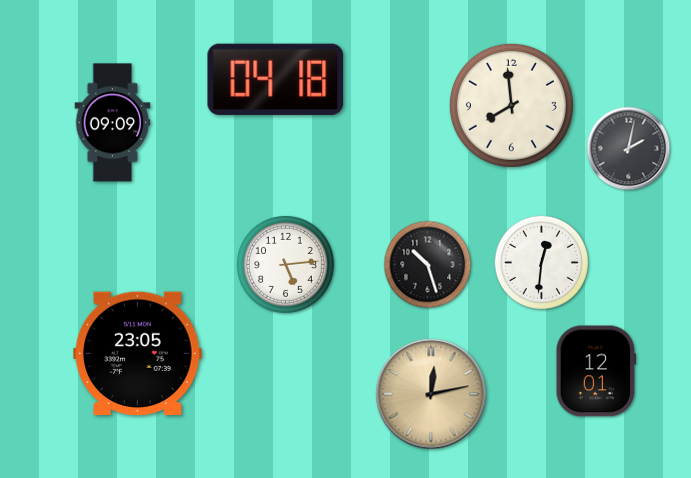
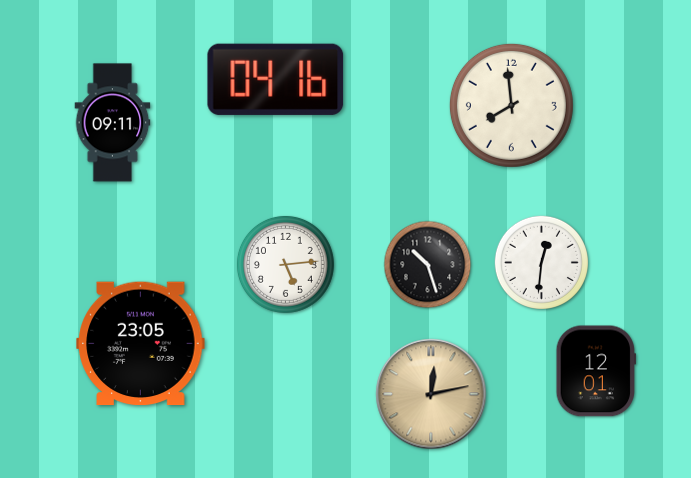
clock at (276, 79): 04:18 -> 04:16
clock at (113, 123): 09:09 -> 09:11
clock at (629, 149): 2:02 -> none
clock at (138, 354) position: (138, 354) -> (141, 344)
